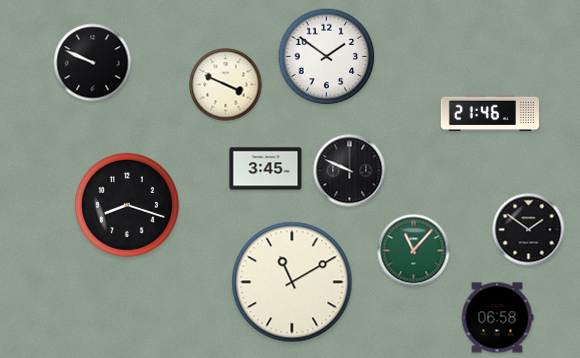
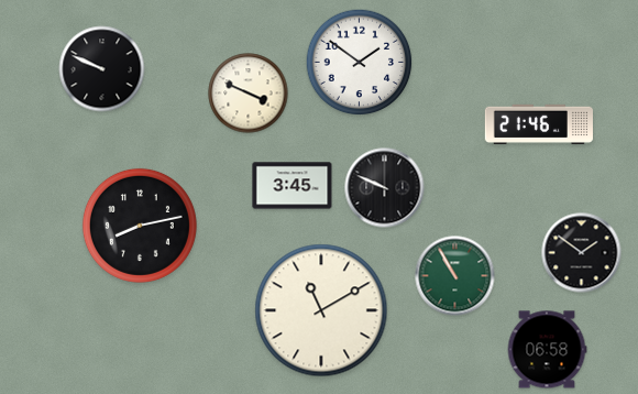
clock at (127, 205): 8:18 -> 8:13
clock at (414, 251): 11:07 -> 10:55
